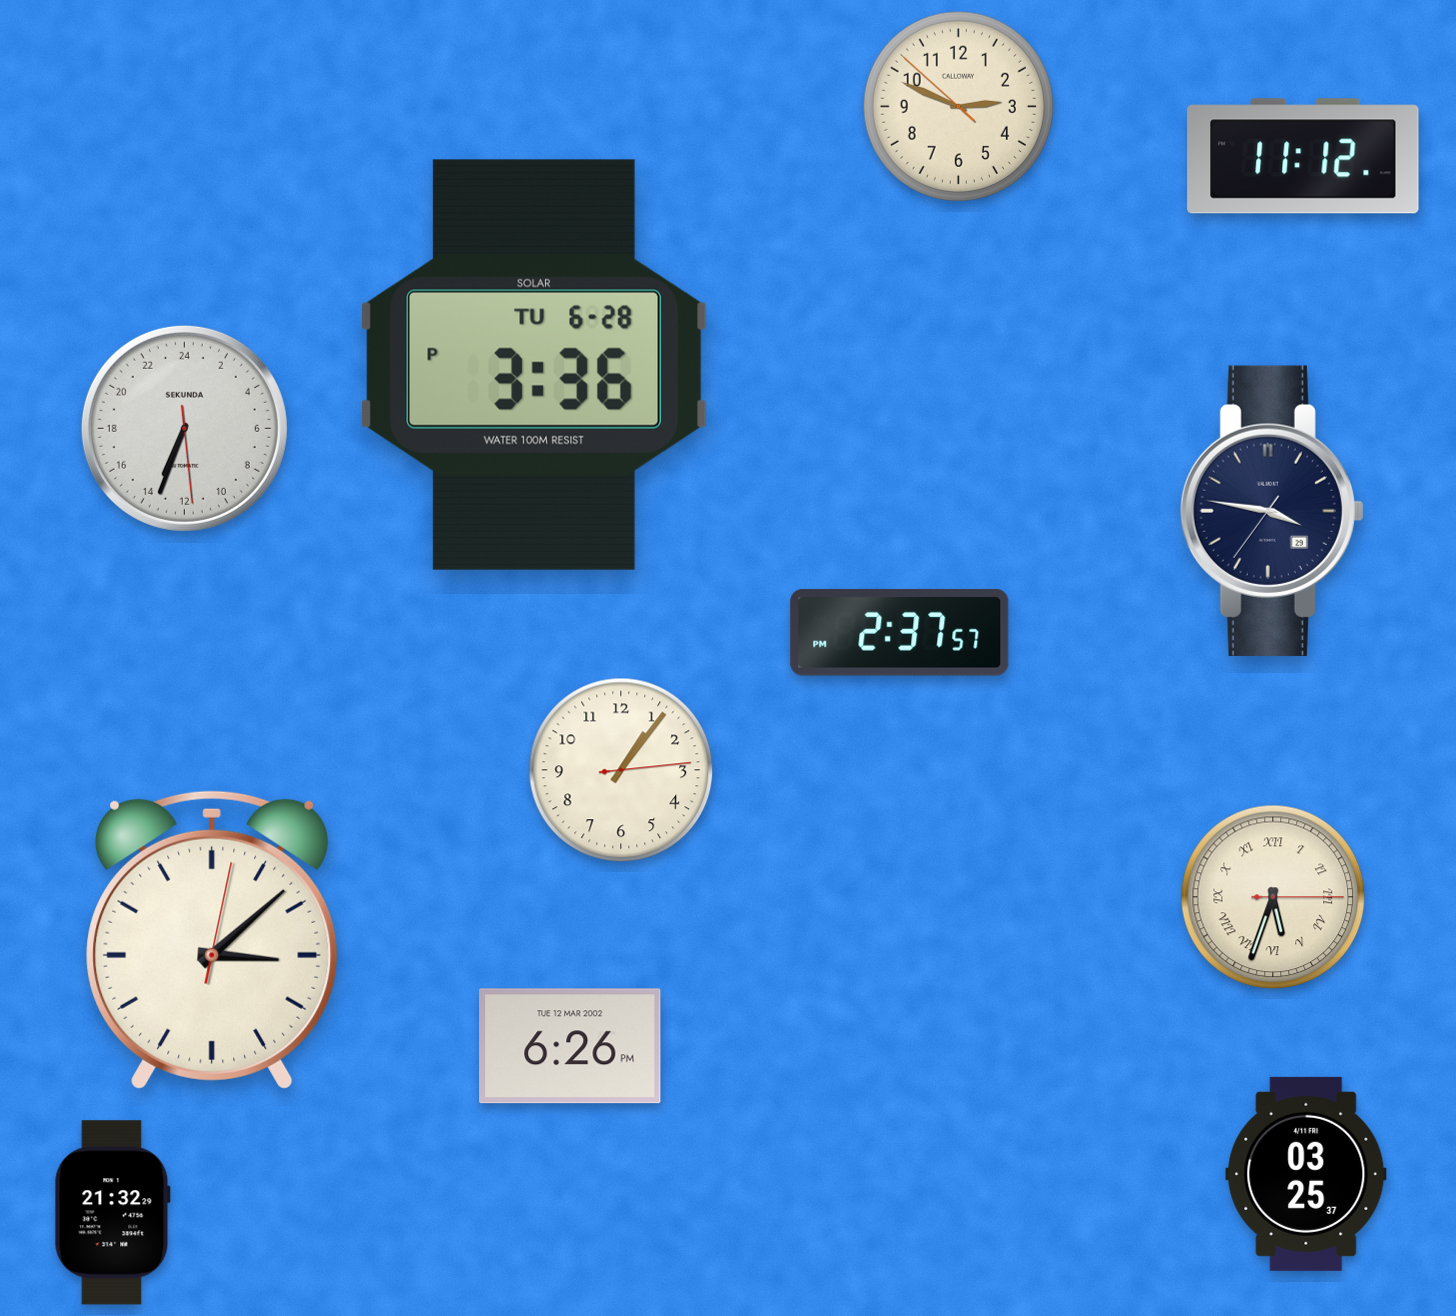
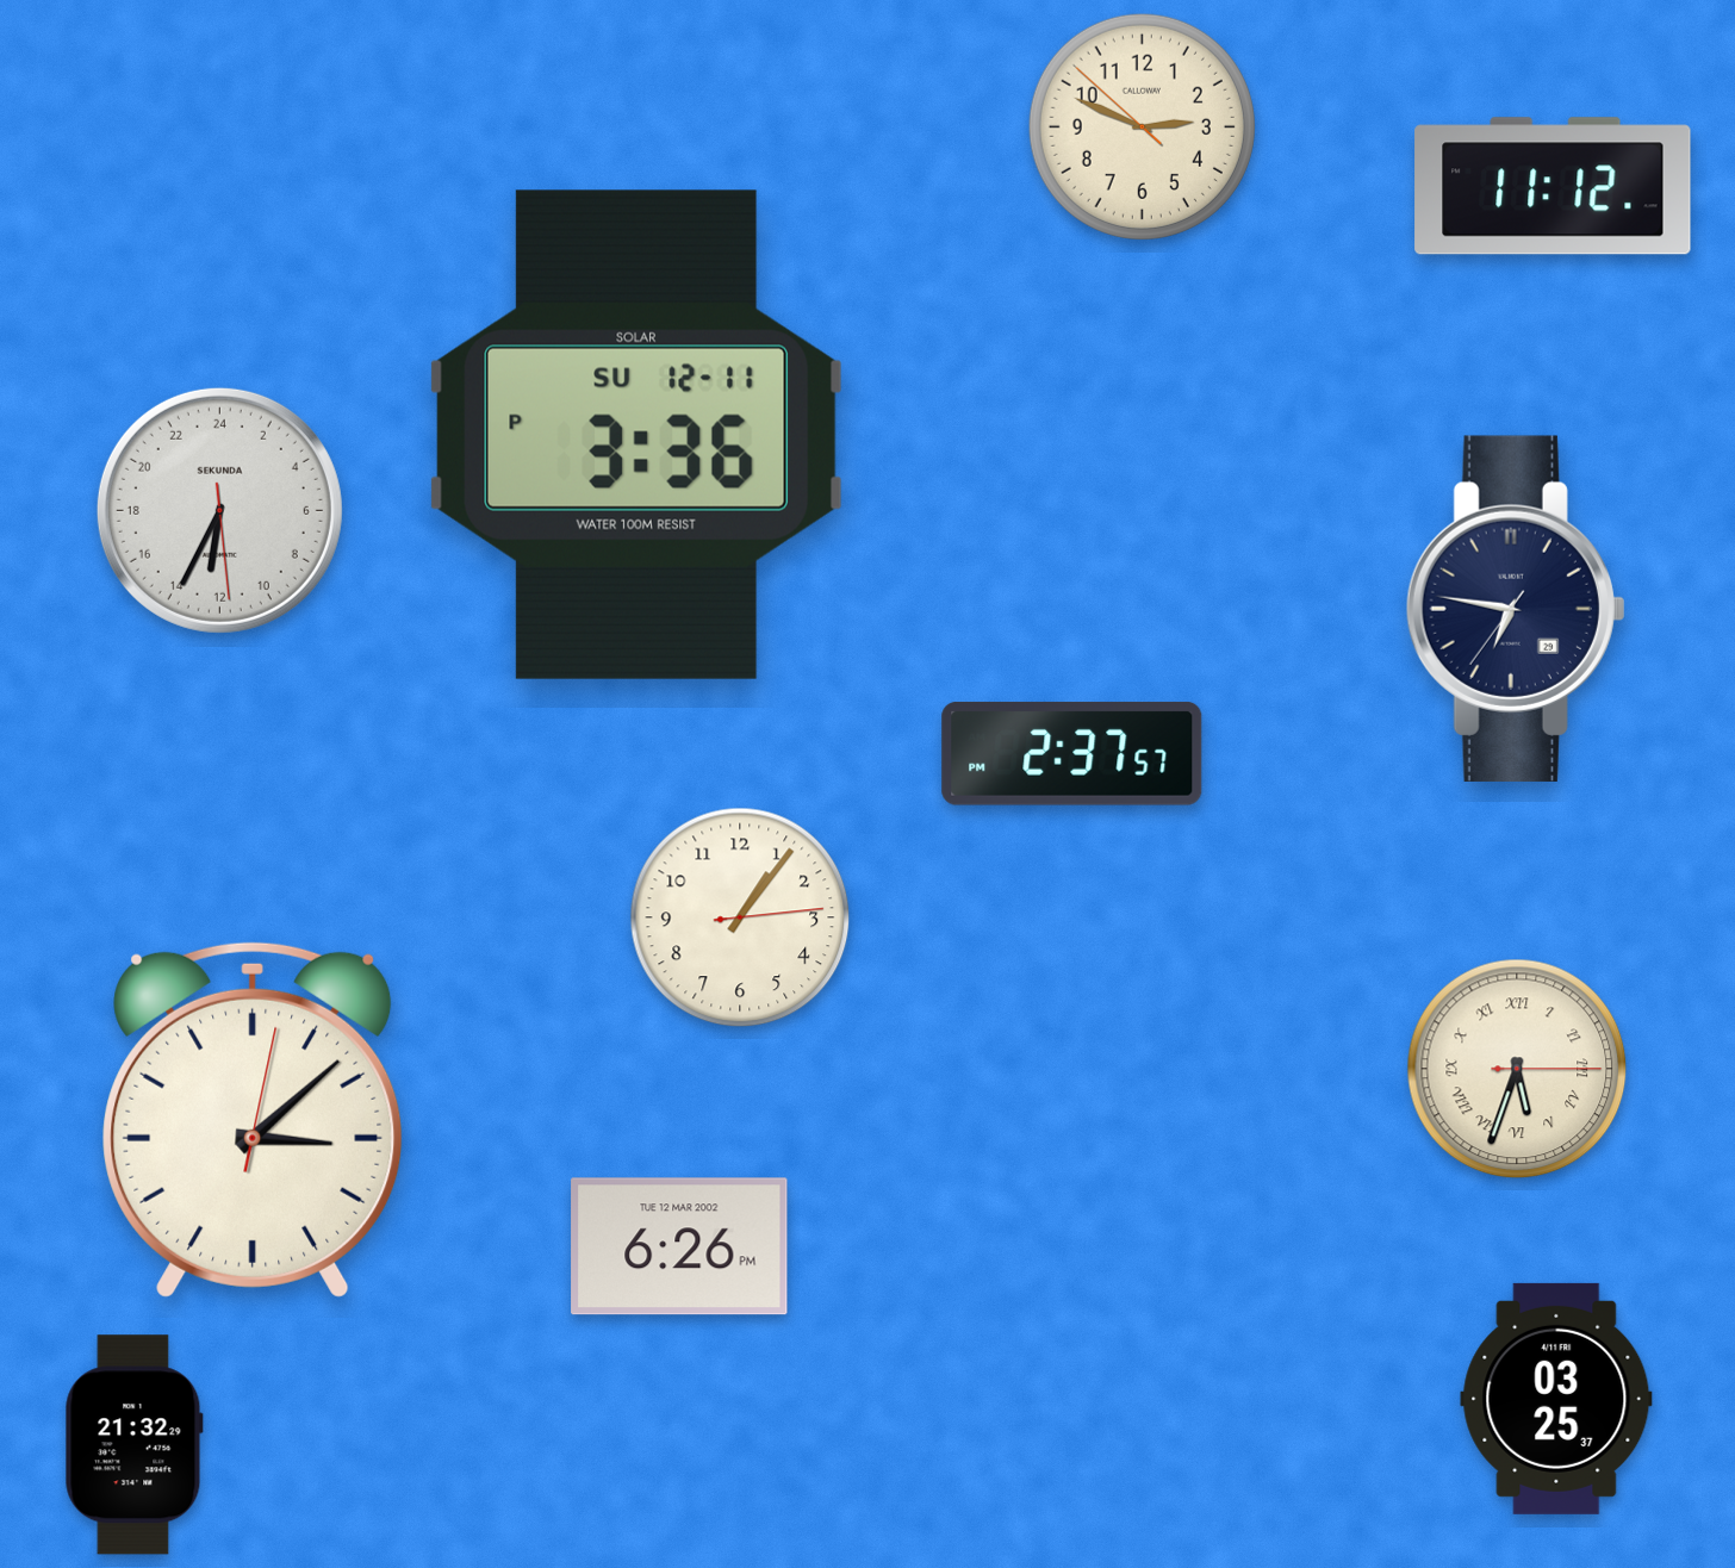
clock at (534, 365) date: TU 6-28 -> SU 12-11
clock at (184, 428): 13:33 -> 12:34
clock at (1272, 511): 3:46 -> 6:46
